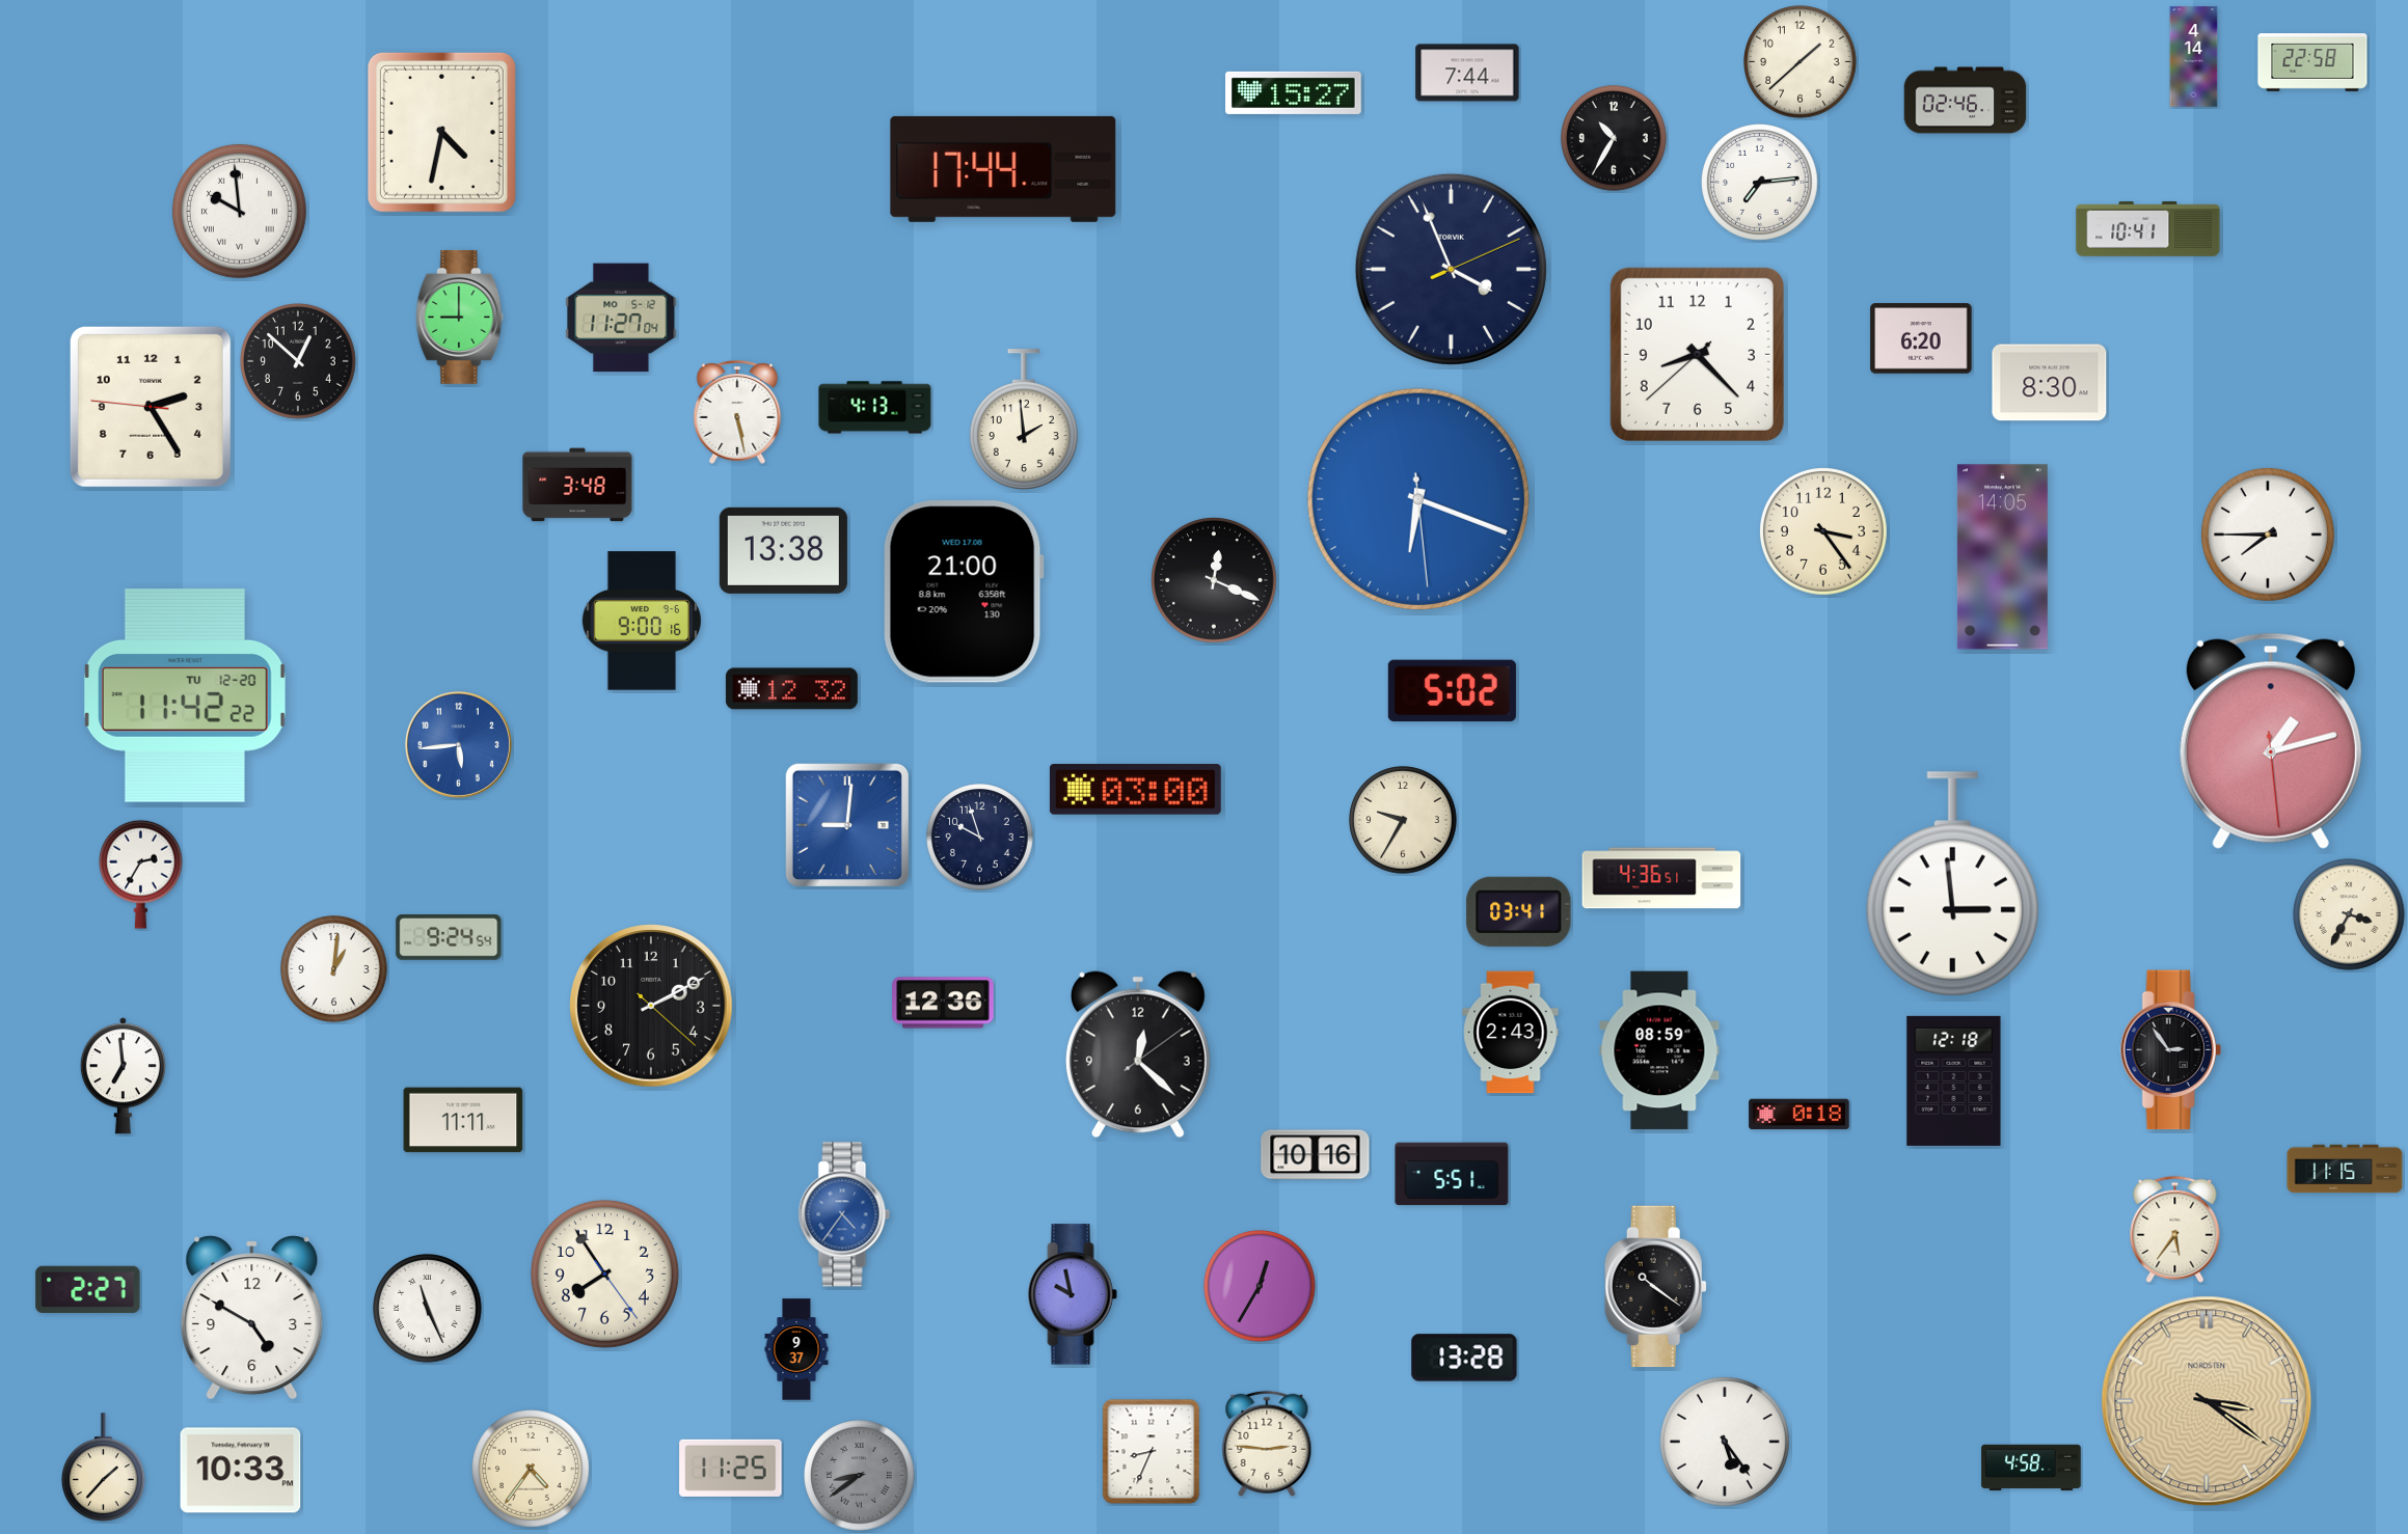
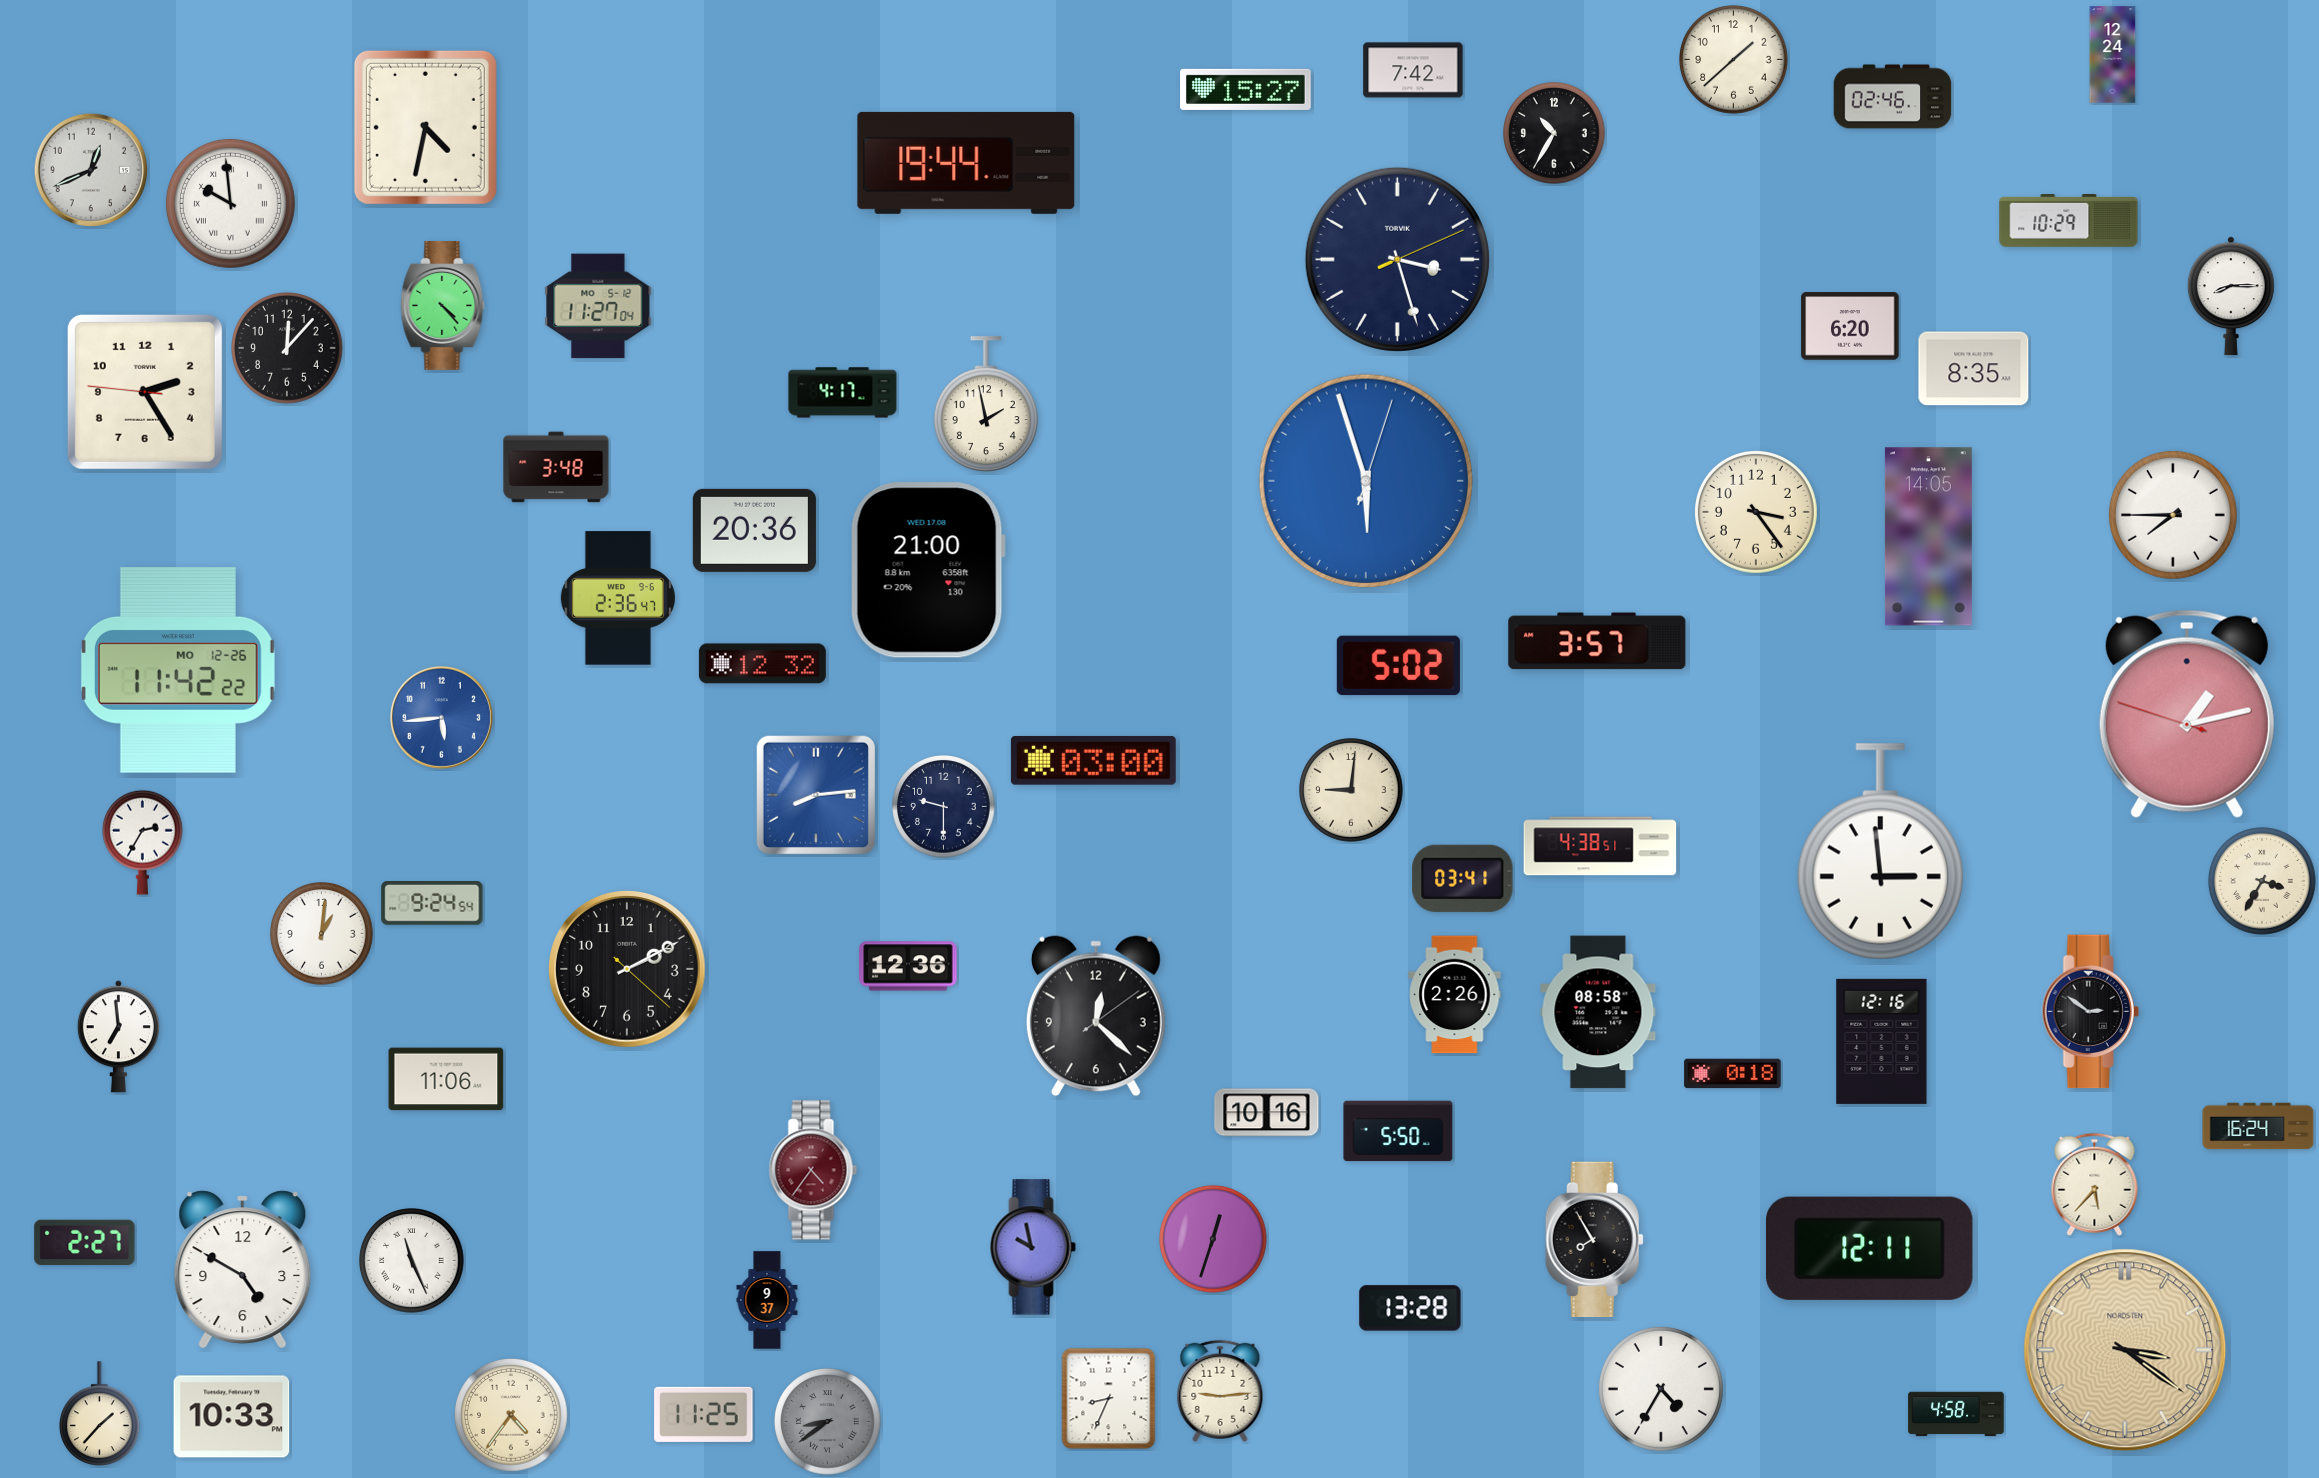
clock at (2194, 57): 4:14 -> 12:24
clock at (2312, 63): 22:58 -> none
clock at (1467, 73): 7:44 -> 7:42
clock at (1003, 169): 17:44 -> 19:44
clock at (90, 169): none -> 12:41
clock at (1760, 183): 7:14 -> none
clock at (2148, 228): 10:41 -> 10:29
clock at (1451, 269): 3:56 -> 3:27
clock at (2231, 296): none -> 8:15
clock at (460, 317): 9:00 -> 4:23
clock at (1697, 354): 8:22 -> none
clock at (299, 361): 12:52 -> 12:07
clock at (2050, 383): 8:30 -> 8:35
clock at (875, 408): 4:13 -> 4:17
clock at (737, 412): 5:28 -> none
clock at (1024, 420): 1:59 -> 1:58
clock at (1418, 499): 6:18 -> 5:57
clock at (2268, 535) position: (2268, 535) -> (2173, 515)
clock at (783, 550): 13:38 -> 20:36
clock at (1214, 580): 12:19 -> none
clock at (642, 621): 9:00 -> 2:36
clock at (1597, 641): none -> 3:57
clock at (185, 695) date: TU 12-20 -> MO 12-26
clock at (2271, 741): 1:12:29 -> 1:12:48
clock at (1403, 820): 9:35 -> 9:01
clock at (846, 824): 9:01 -> 8:14
clock at (980, 838): 9:57 -> 9:30
clock at (141, 874) position: (141, 874) -> (143, 842)
clock at (1661, 878): 4:36 -> 4:38
clock at (1511, 1033): 2:43 -> 2:26
clock at (1659, 1050): 08:59 -> 08:58
clock at (2170, 1050): 2:54 -> 2:51
clock at (1954, 1080): 12:18 -> 12:16
clock at (463, 1120): 11:11 -> 11:06
clock at (2345, 1169): 11:15 -> 16:24
clock at (1452, 1174): 5:51 -> 5:50
clock at (844, 1214) dial: blue -> burgundy
clock at (2175, 1229): 5:36 -> 5:37
clock at (604, 1273): 7:54 -> none
clock at (1260, 1286): 12:35 -> 12:33
clock at (1655, 1287): 10:21 -> 7:55
clock at (1869, 1248): none -> 12:11
clock at (1725, 1442): 5:24 -> 4:35
clock at (1267, 1444): 2:46 -> 9:14
